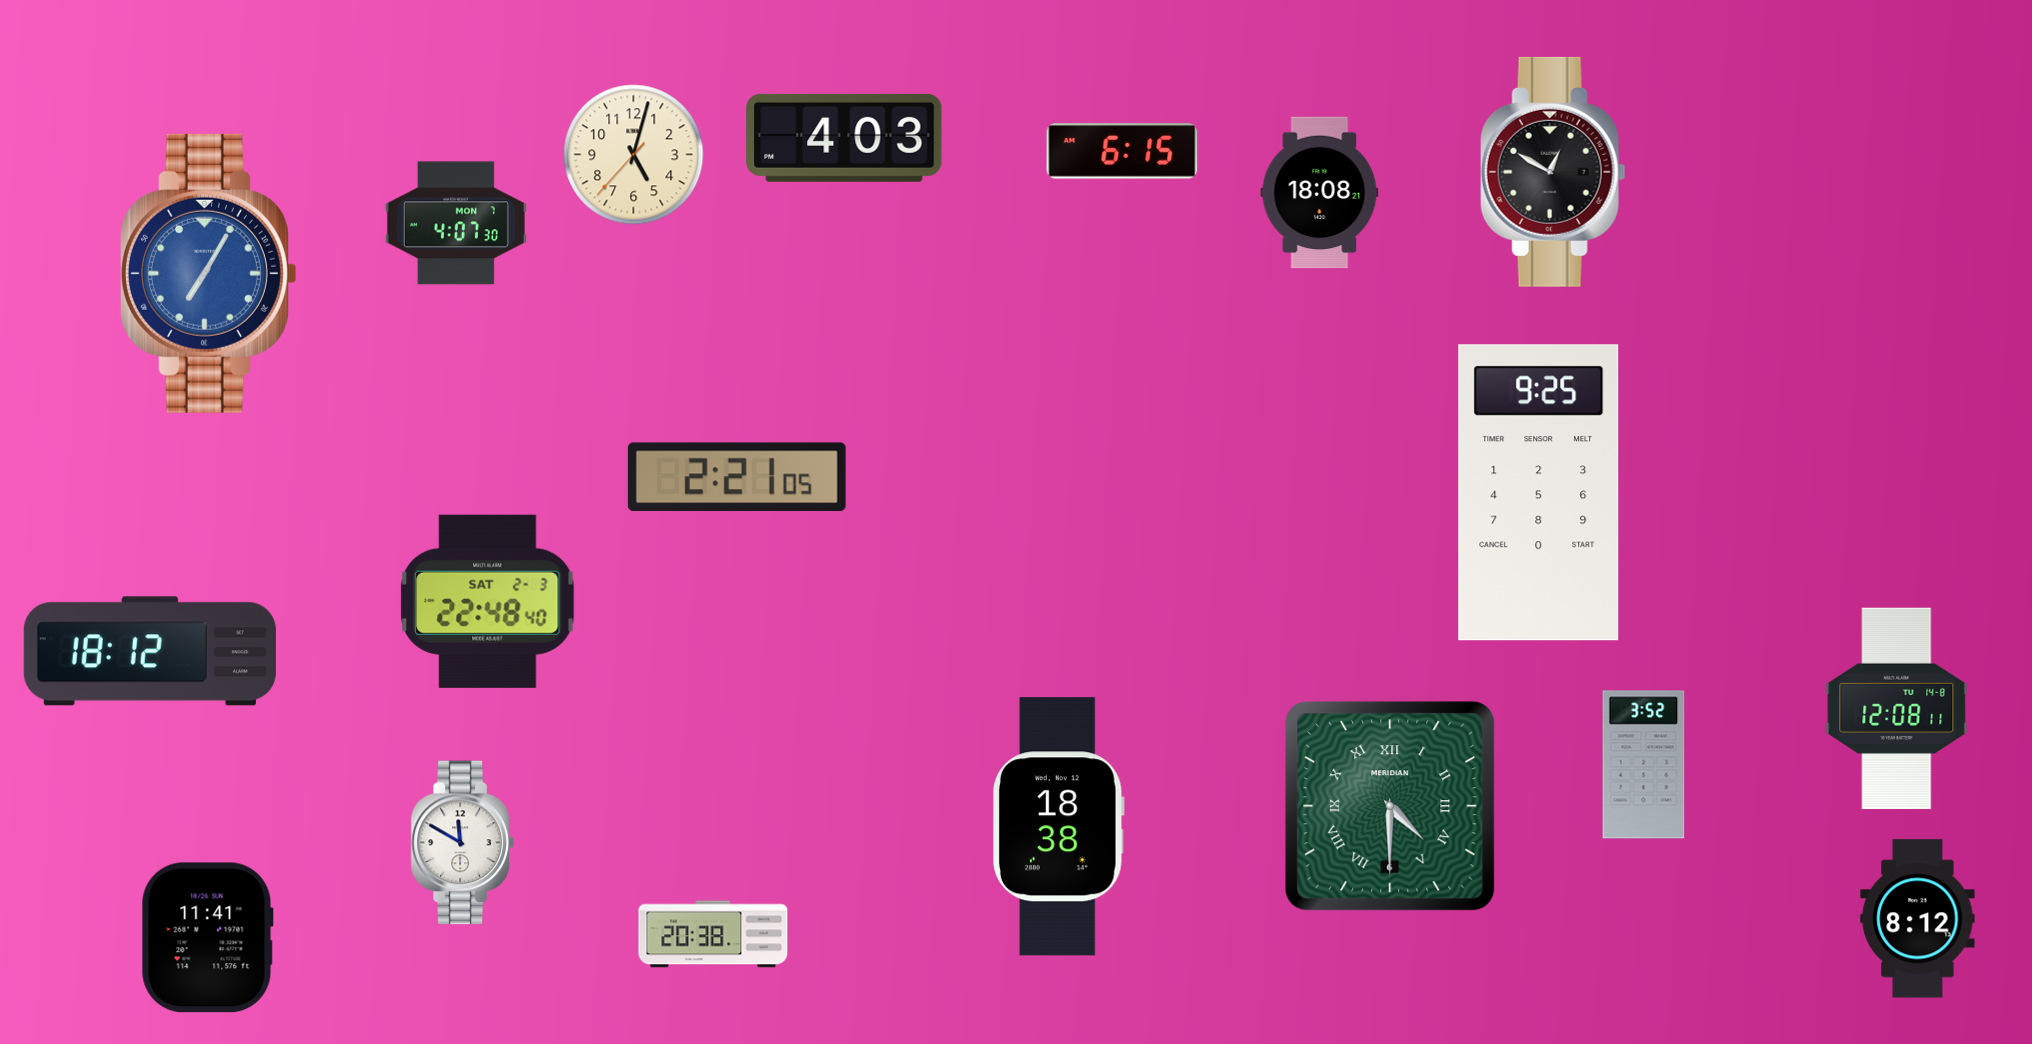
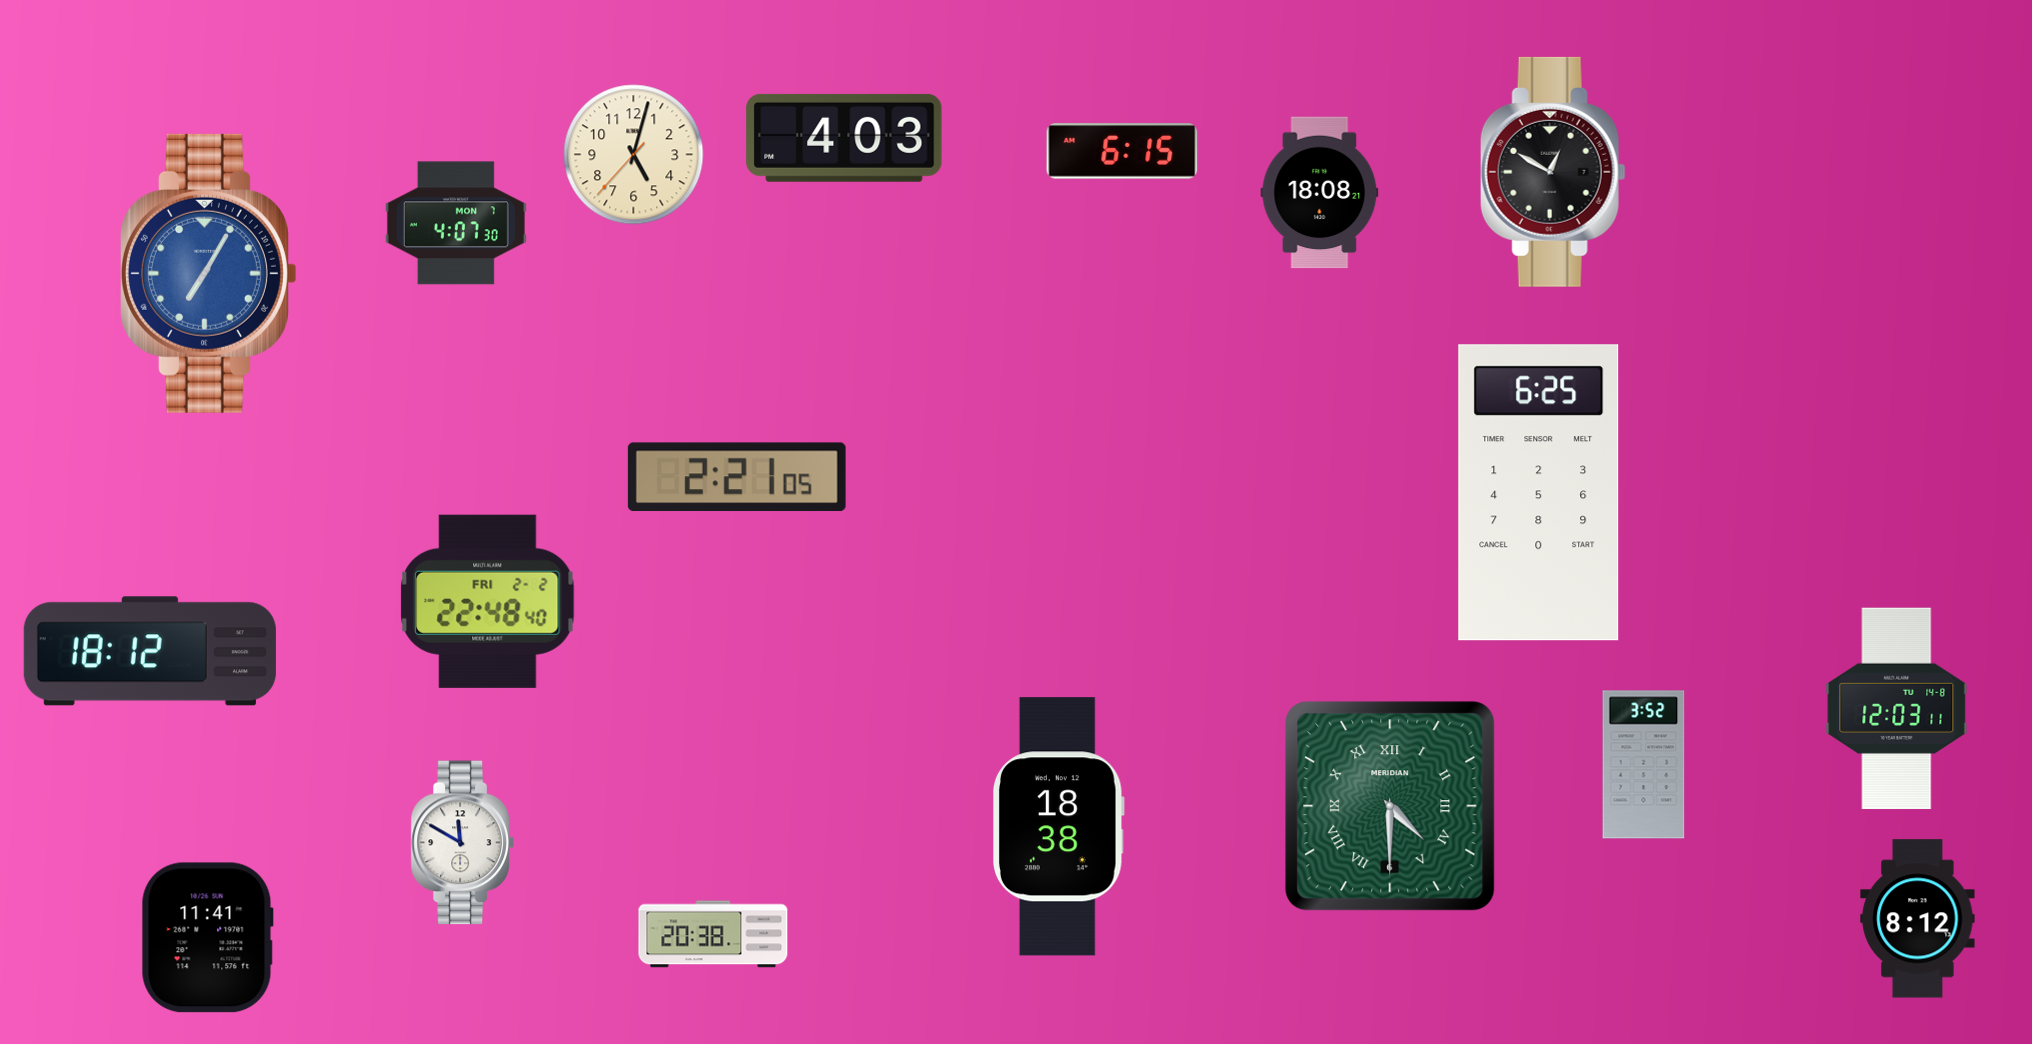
clock at (1539, 493): 9:25 -> 6:25
clock at (488, 601) date: SAT 2-3 -> FRI 2-2
clock at (1897, 709): 12:08 -> 12:03
